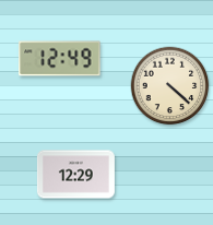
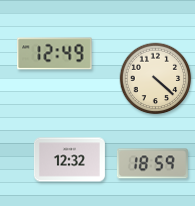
clock at (75, 175): 12:29 -> 12:32
clock at (152, 164): none -> 18:59
